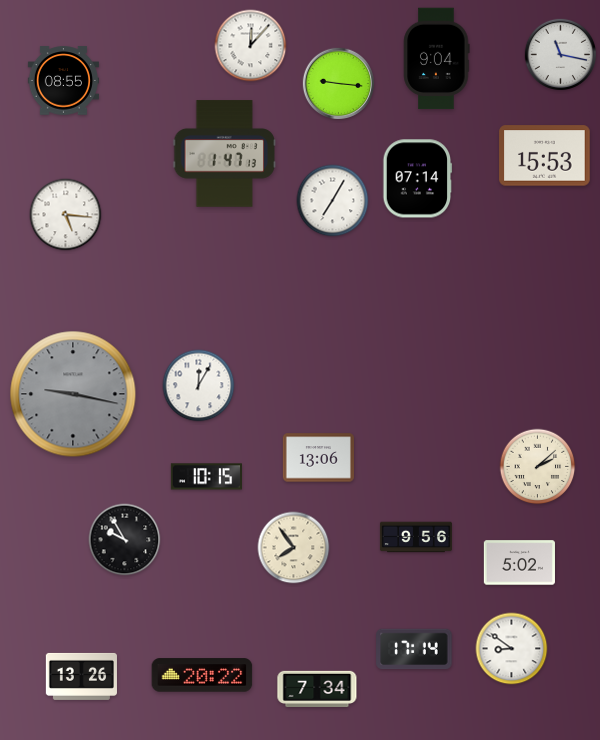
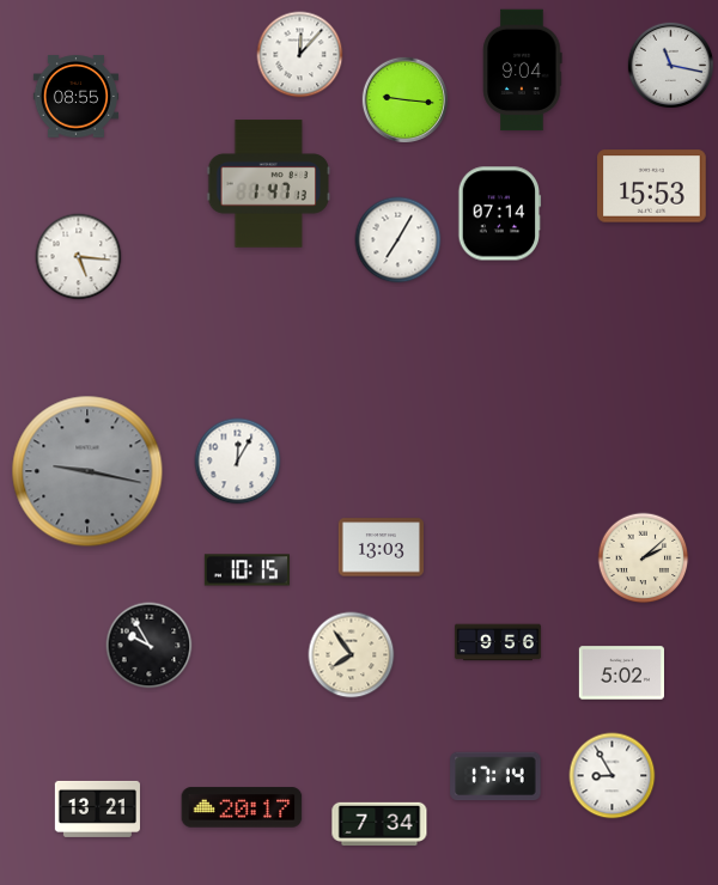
clock at (318, 458): 13:06 -> 13:03
clock at (512, 649): 8:51 -> 8:55
clock at (202, 675): 20:22 -> 20:17
clock at (81, 676): 13:26 -> 13:21
